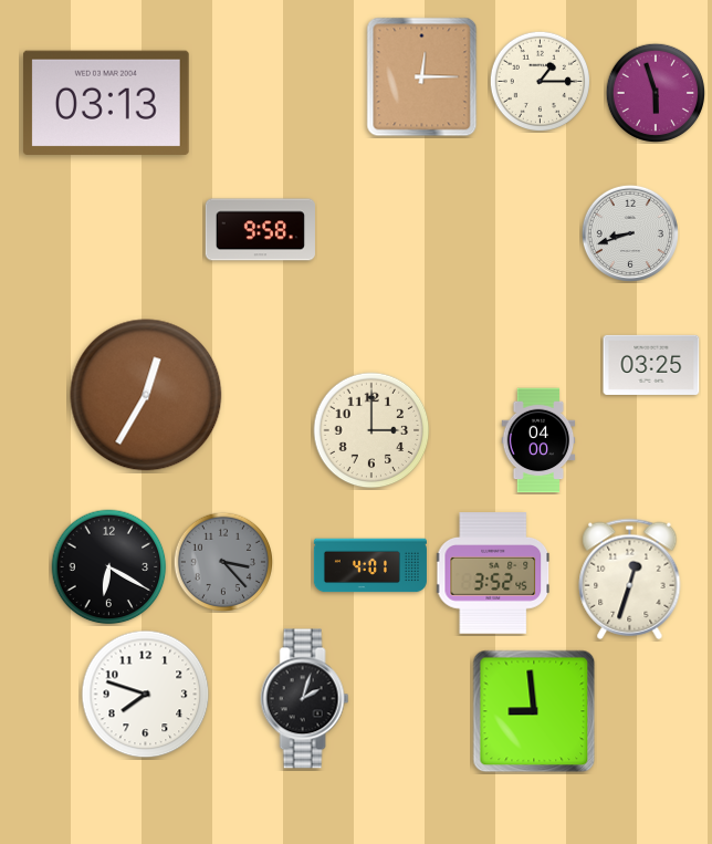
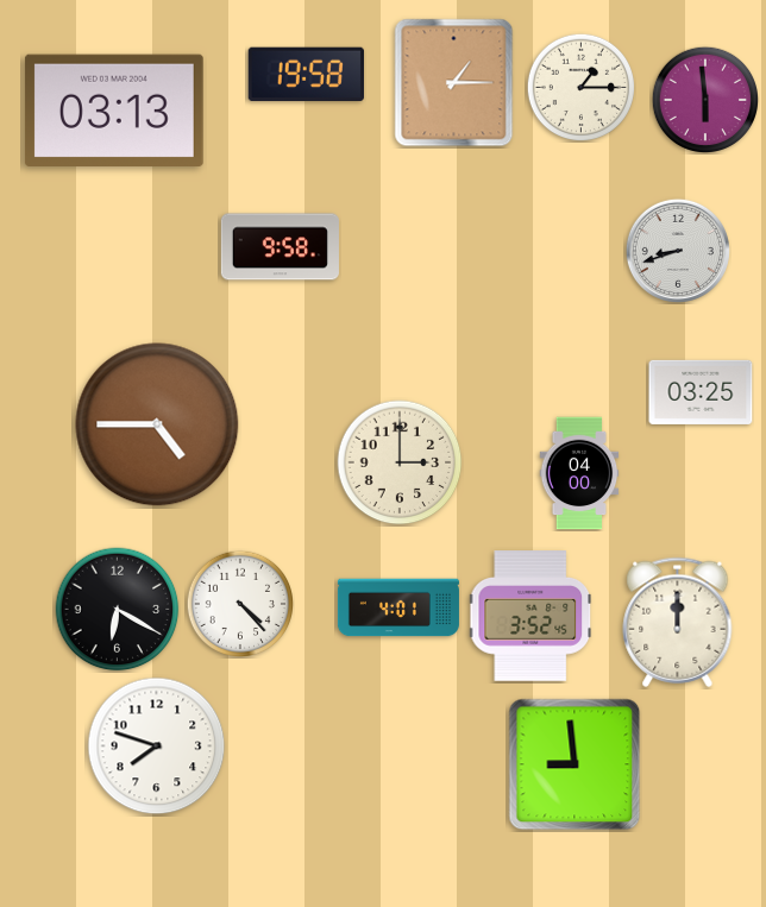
clock at (306, 74): none -> 19:58
clock at (422, 77): 12:15 -> 1:15
clock at (655, 92): 5:57 -> 5:59
clock at (146, 395): 12:35 -> 4:45
clock at (222, 561): 3:23 -> 4:23
clock at (222, 561) dial: grey -> white
clock at (630, 579): 12:33 -> 12:00
clock at (305, 699): 2:03 -> none
